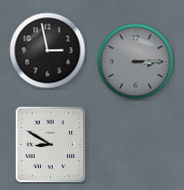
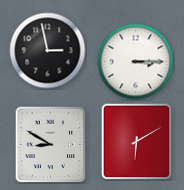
clock at (136, 62) dial: grey -> white
clock at (137, 142): none -> 6:10
